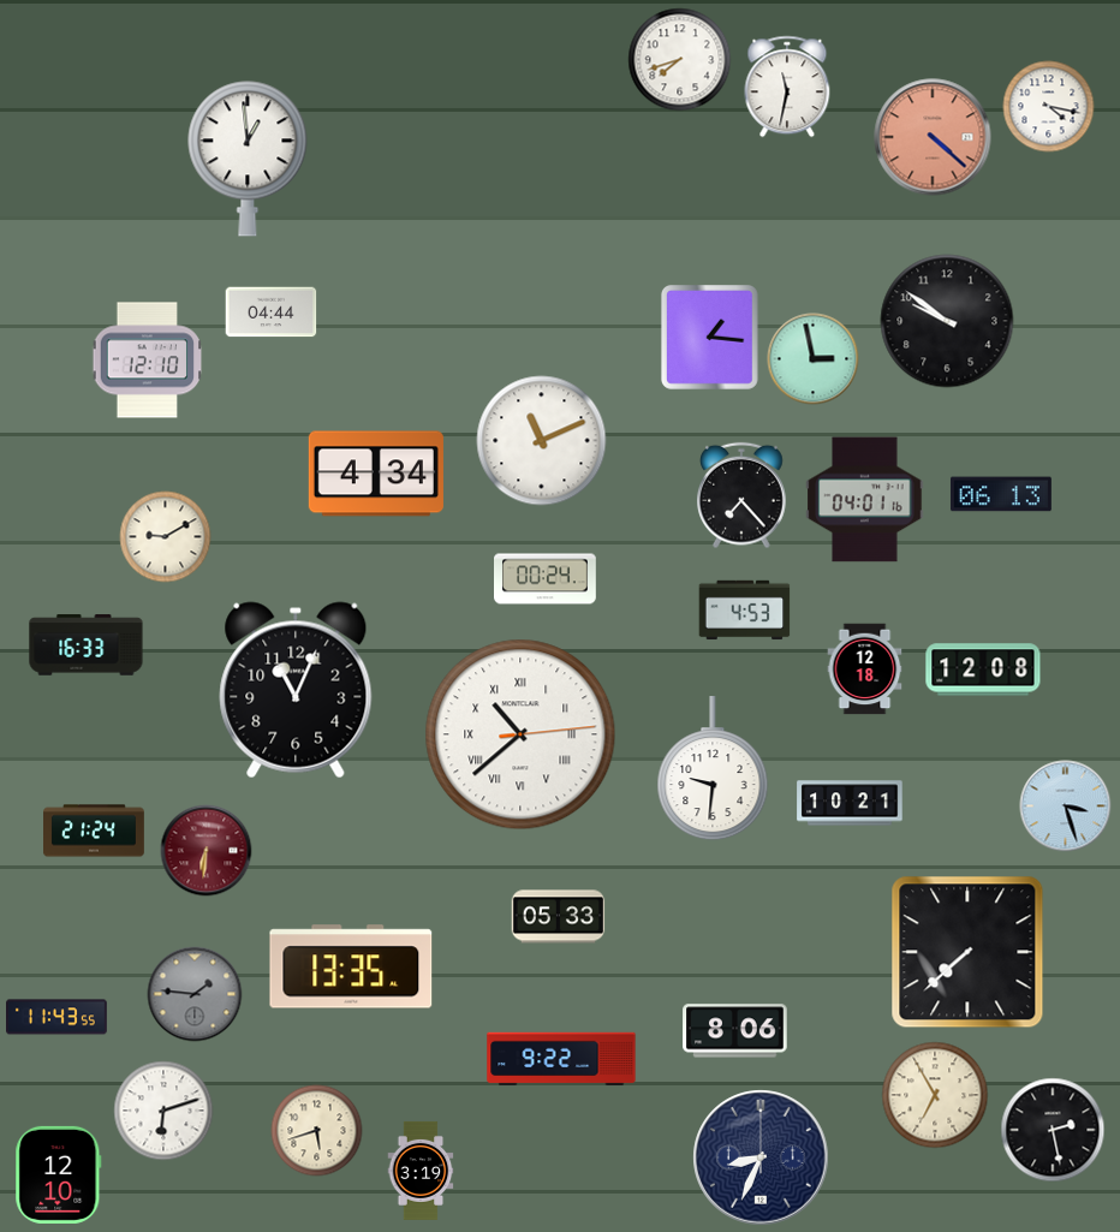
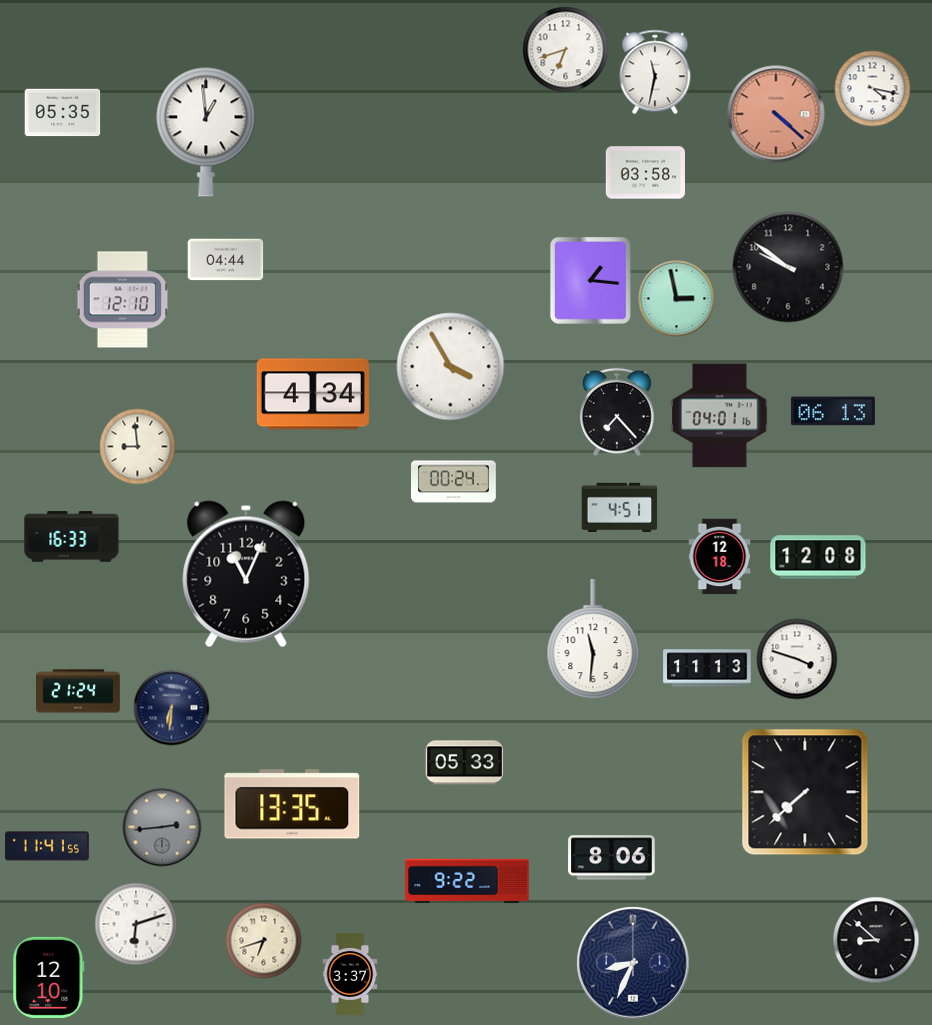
clock at (680, 60): 7:42 -> 6:42
clock at (63, 113): none -> 05:35
clock at (645, 173): none -> 03:58
clock at (542, 441): 11:11 -> 3:55
clock at (166, 537): 9:10 -> 8:59
clock at (745, 611): 4:53 -> 4:51
clock at (520, 734): 10:38 -> none
clock at (713, 769): 9:31 -> 11:31
clock at (797, 659): none -> 3:48
clock at (850, 803): 10:21 -> 11:13
clock at (1066, 807): 3:27 -> none
clock at (207, 851) dial: burgundy -> navy
clock at (195, 994): 1:46 -> 2:44
clock at (58, 1017): 11:43 -> 11:41
clock at (935, 1095): 6:55 -> none
clock at (1053, 1130): 2:28 -> 8:52
clock at (317, 1131): 5:42 -> 6:42
clock at (421, 1171): 3:19 -> 3:37
